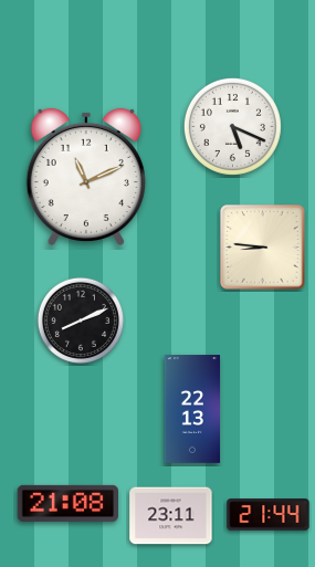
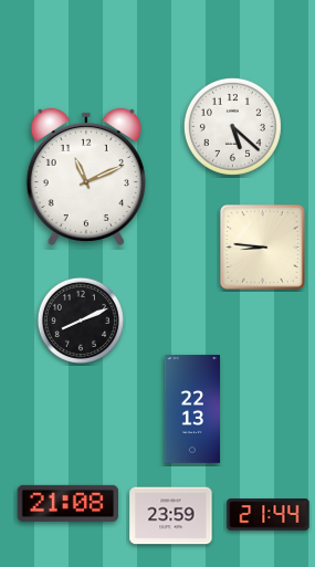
clock at (232, 126): 5:19 -> 5:22
clock at (171, 516): 23:11 -> 23:59
